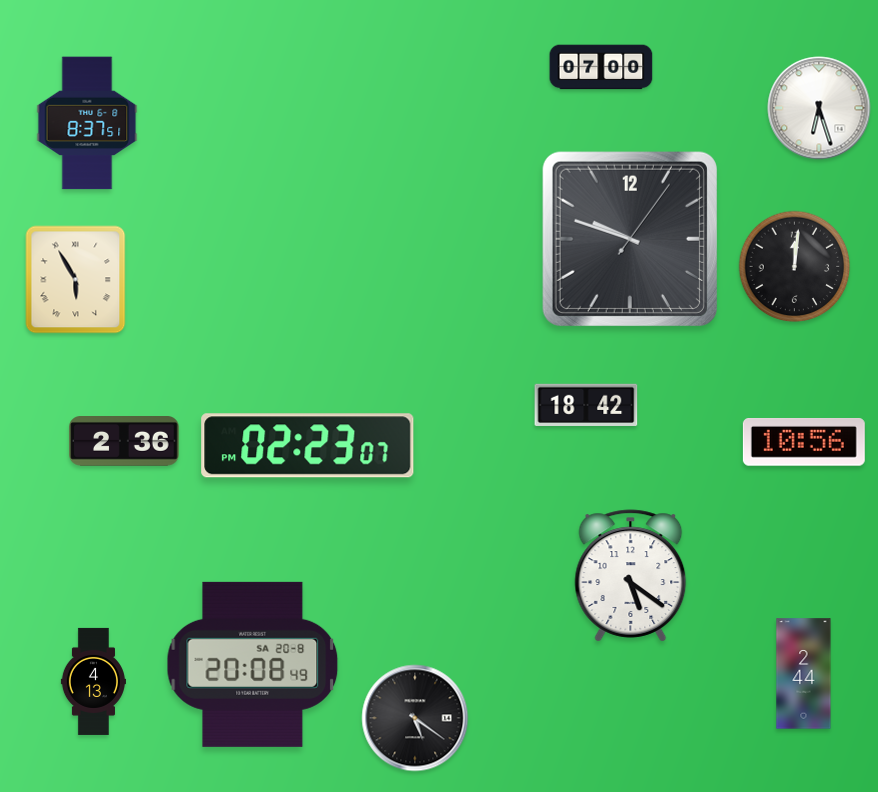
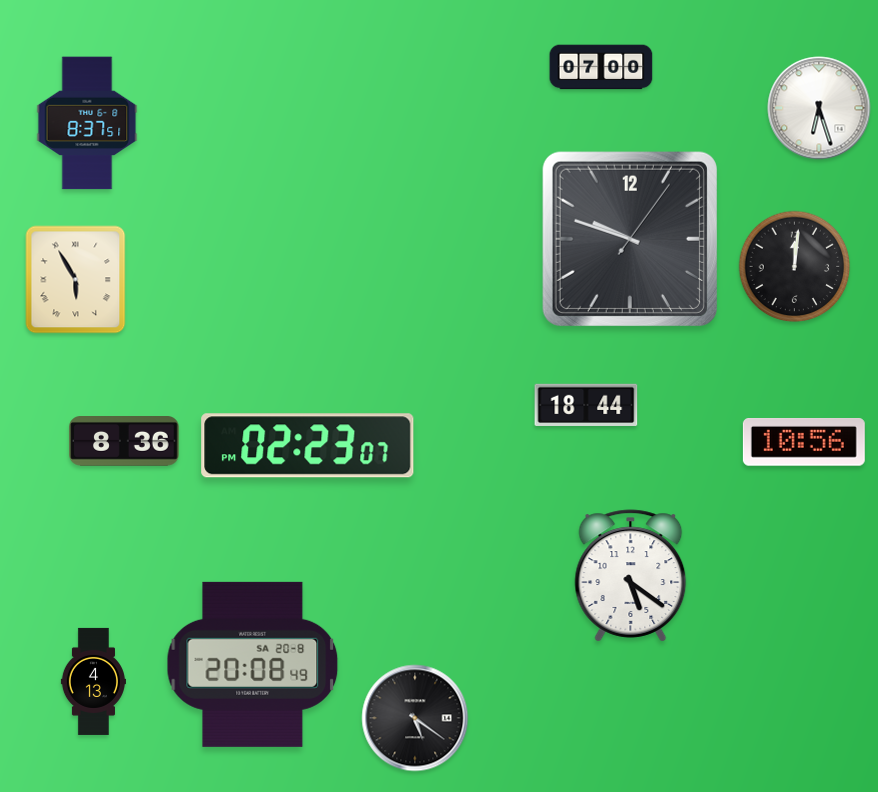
clock at (586, 405): 18:42 -> 18:44
clock at (124, 442): 2:36 -> 8:36
clock at (804, 674): 2:44 -> none
